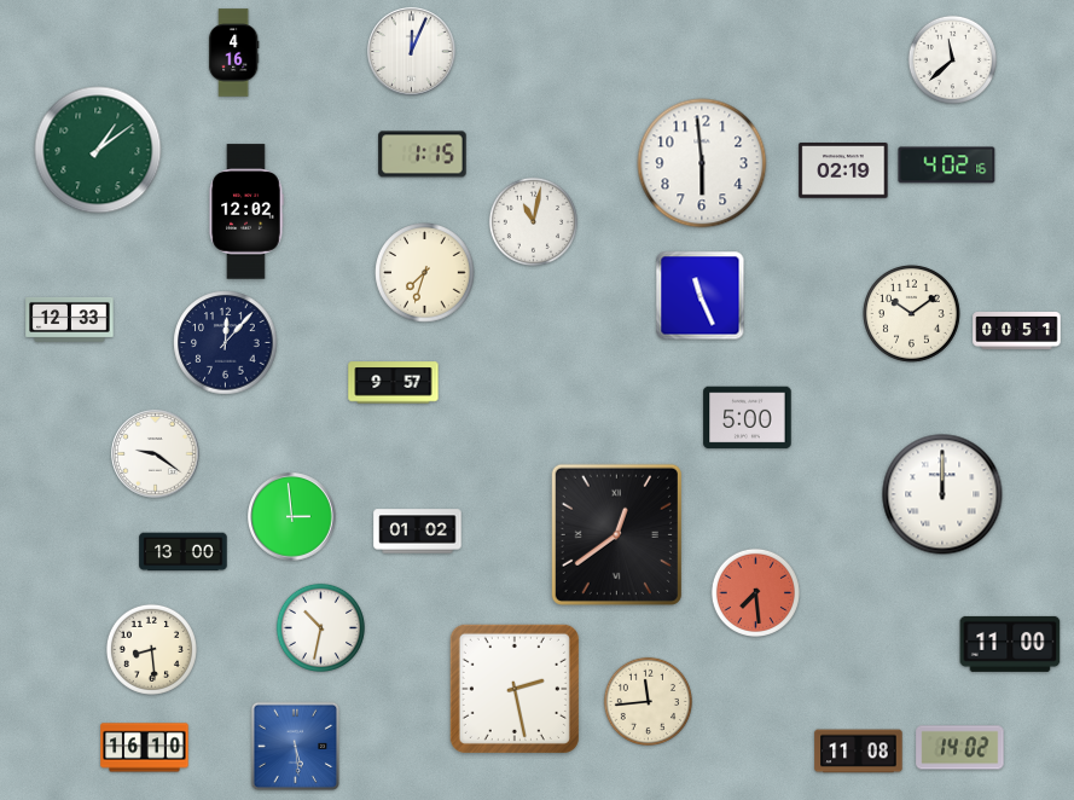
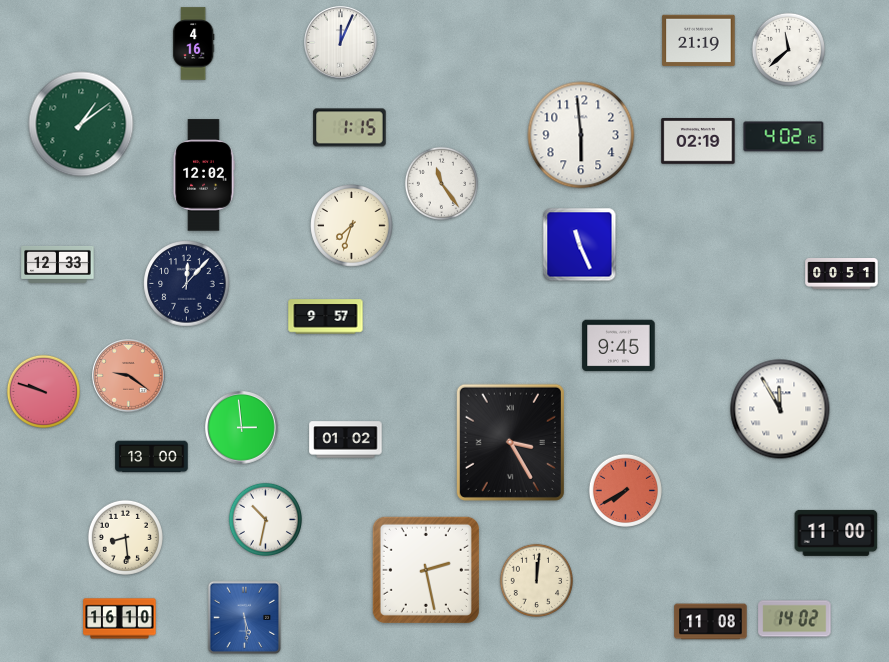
clock at (699, 41): none -> 21:19
clock at (533, 221): 11:02 -> 11:24
clock at (912, 314): 10:09 -> none
clock at (748, 418): 5:00 -> 9:45
clock at (156, 454) dial: white -> salmon
clock at (43, 391): none -> 9:48
clock at (942, 494): 12:00 -> 11:55
clock at (616, 534): 12:39 -> 3:25
clock at (755, 592): 7:29 -> 7:40
clock at (648, 701): 11:44 -> 12:01
